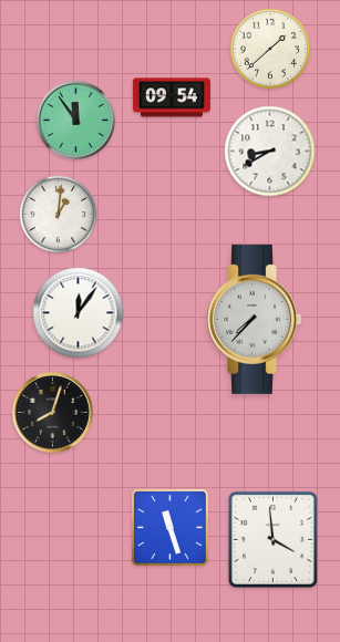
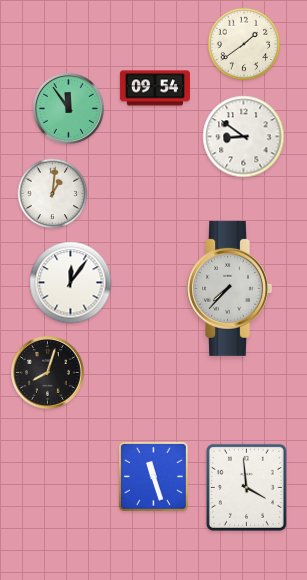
clock at (270, 49): 1:38 -> 1:39
clock at (270, 152): 8:40 -> 8:51
